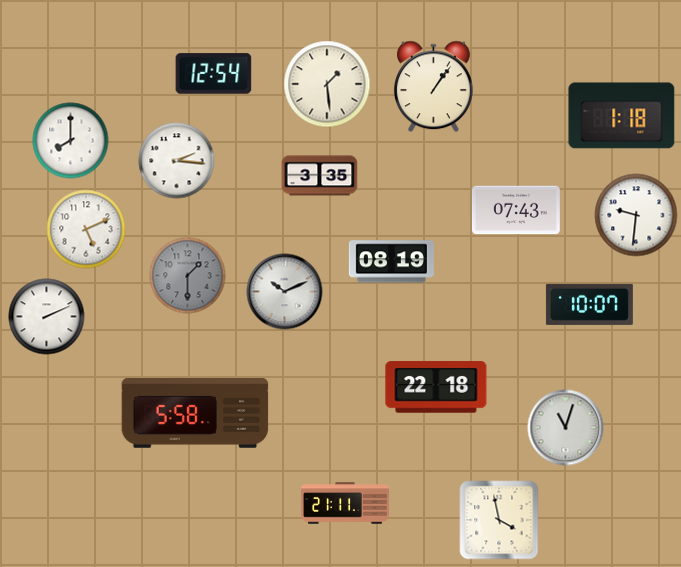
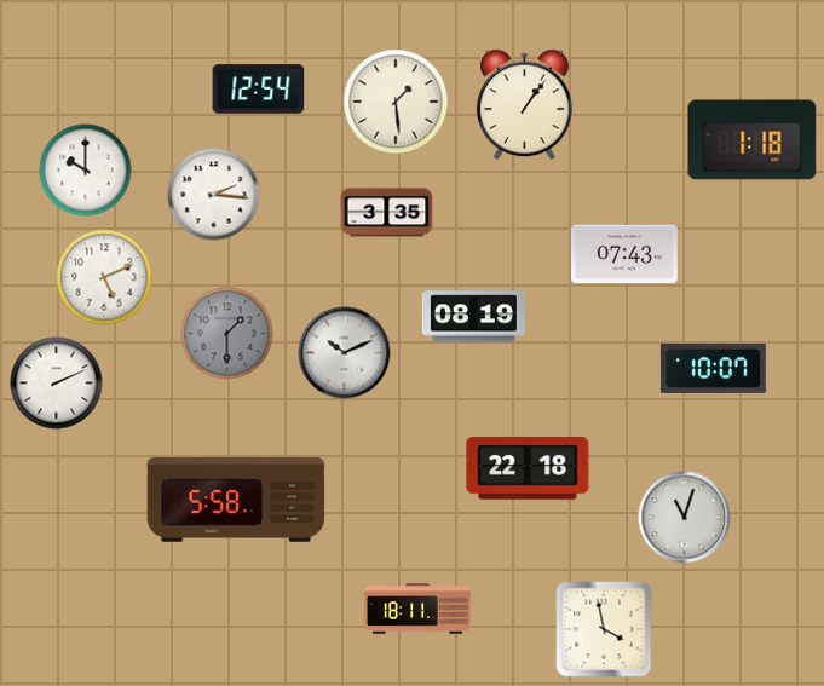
clock at (71, 141): 8:00 -> 10:00
clock at (636, 215): 9:31 -> none
clock at (346, 503): 21:11 -> 18:11
